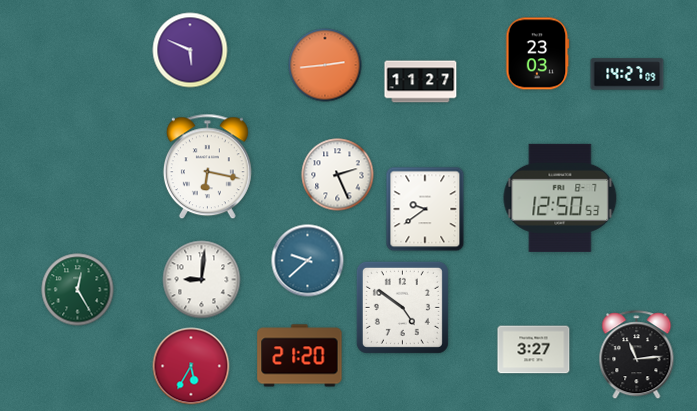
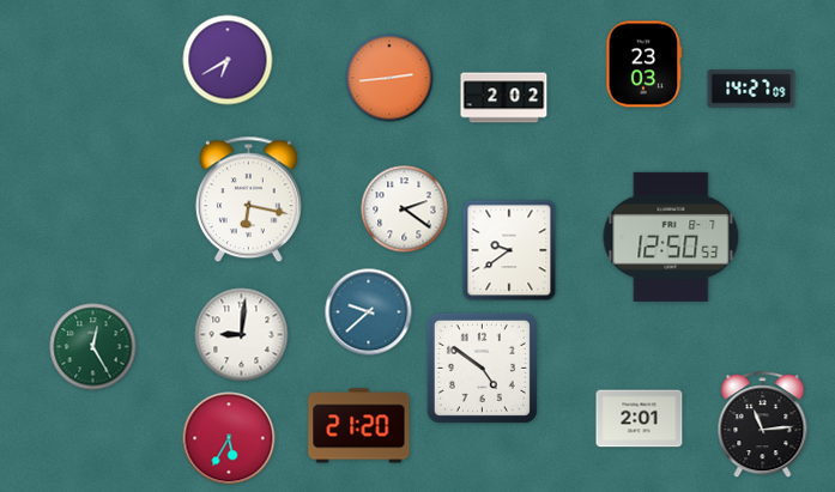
clock at (190, 50): 5:49 -> 6:40
clock at (421, 82): 11:27 -> 2:02
clock at (338, 175): 2:26 -> 2:21
clock at (534, 350): 3:27 -> 2:01
